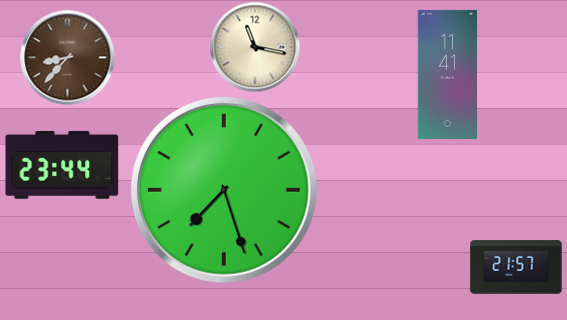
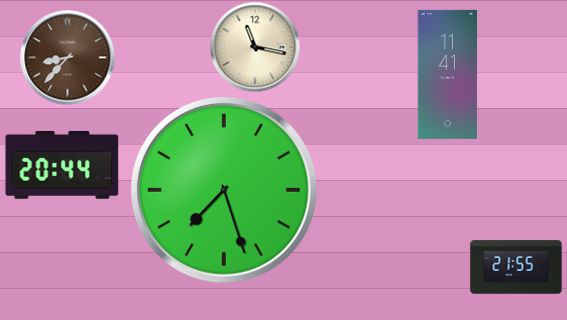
clock at (62, 165): 23:44 -> 20:44
clock at (516, 267): 21:57 -> 21:55
